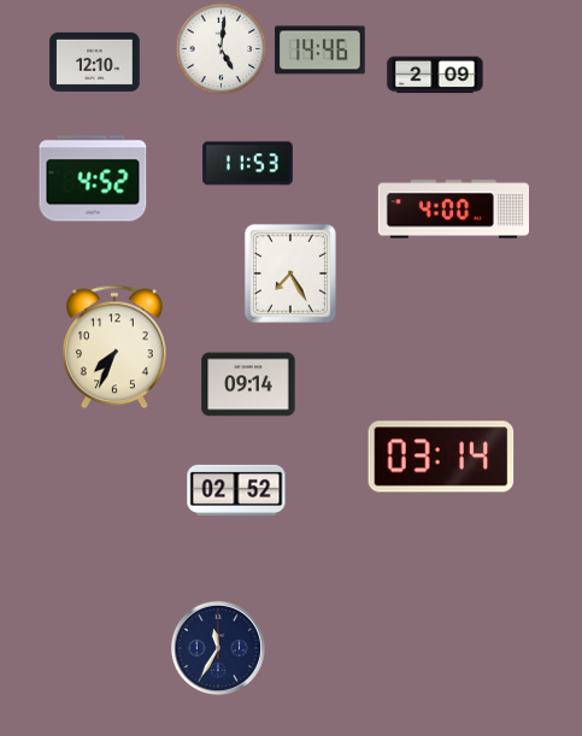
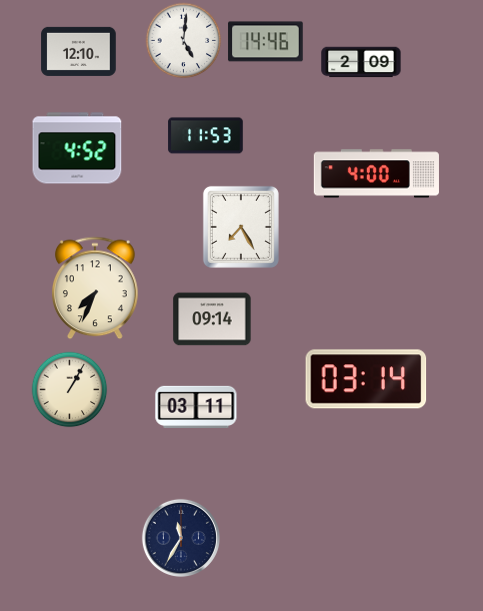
clock at (248, 384) position: (248, 384) -> (212, 319)
clock at (70, 390): none -> 1:05
clock at (236, 489): 02:52 -> 03:11
